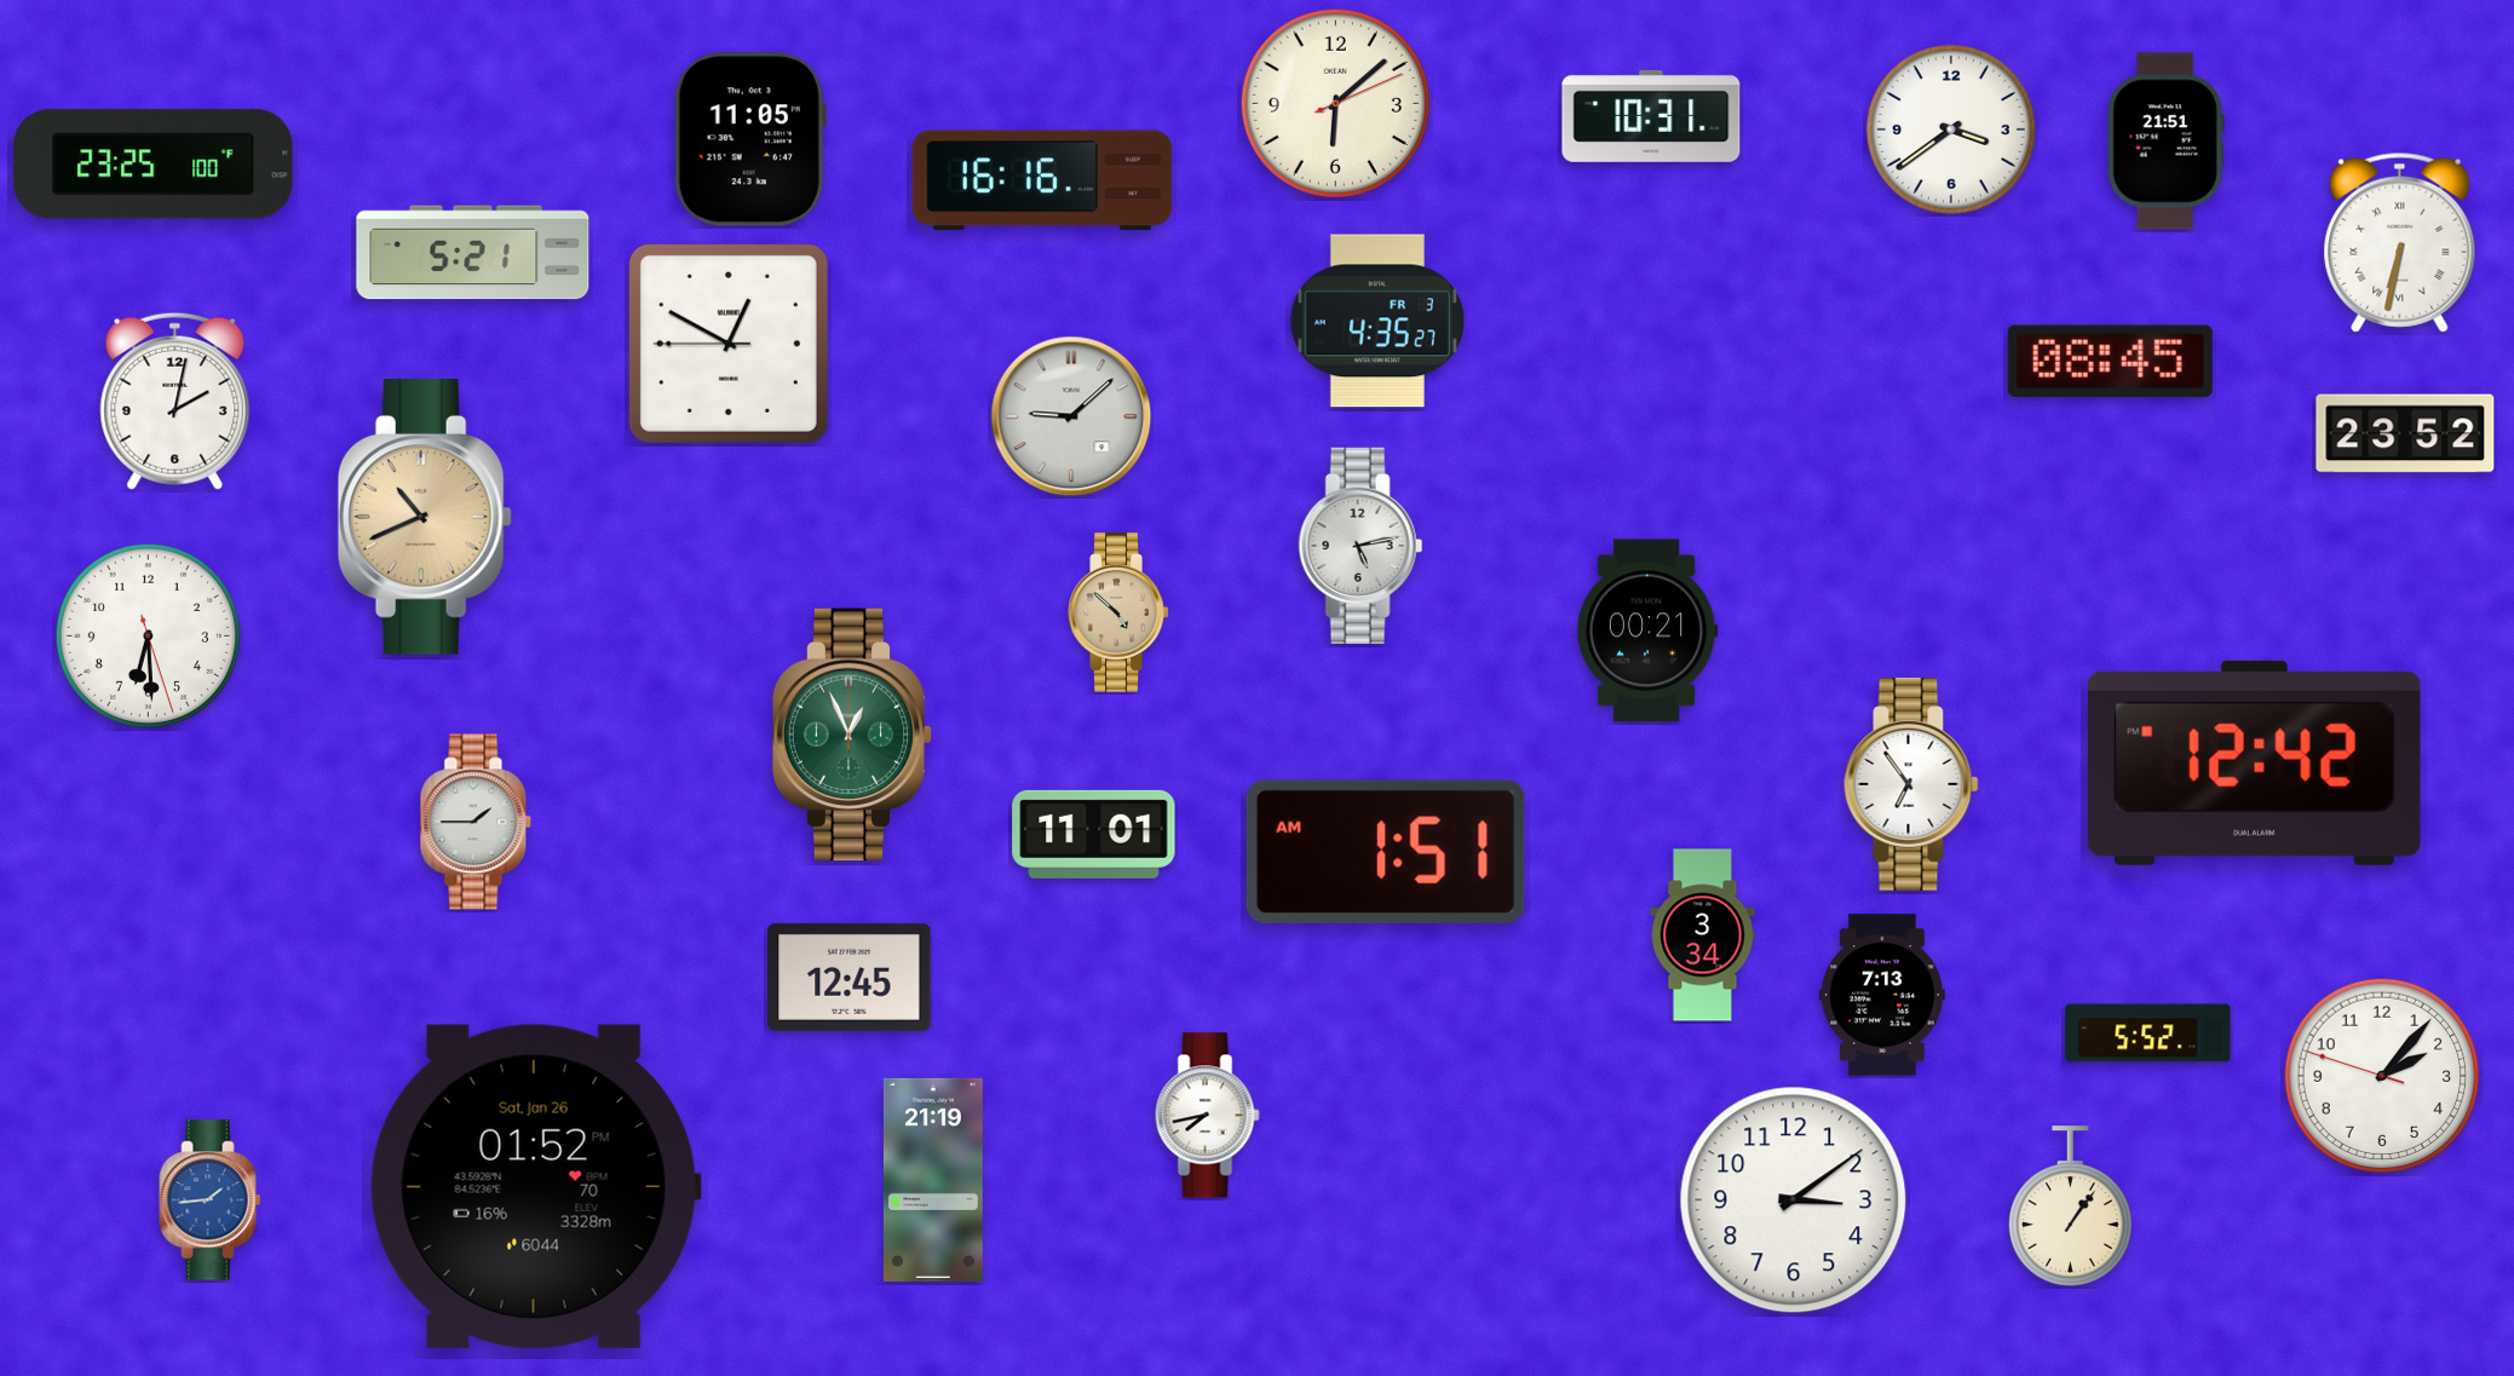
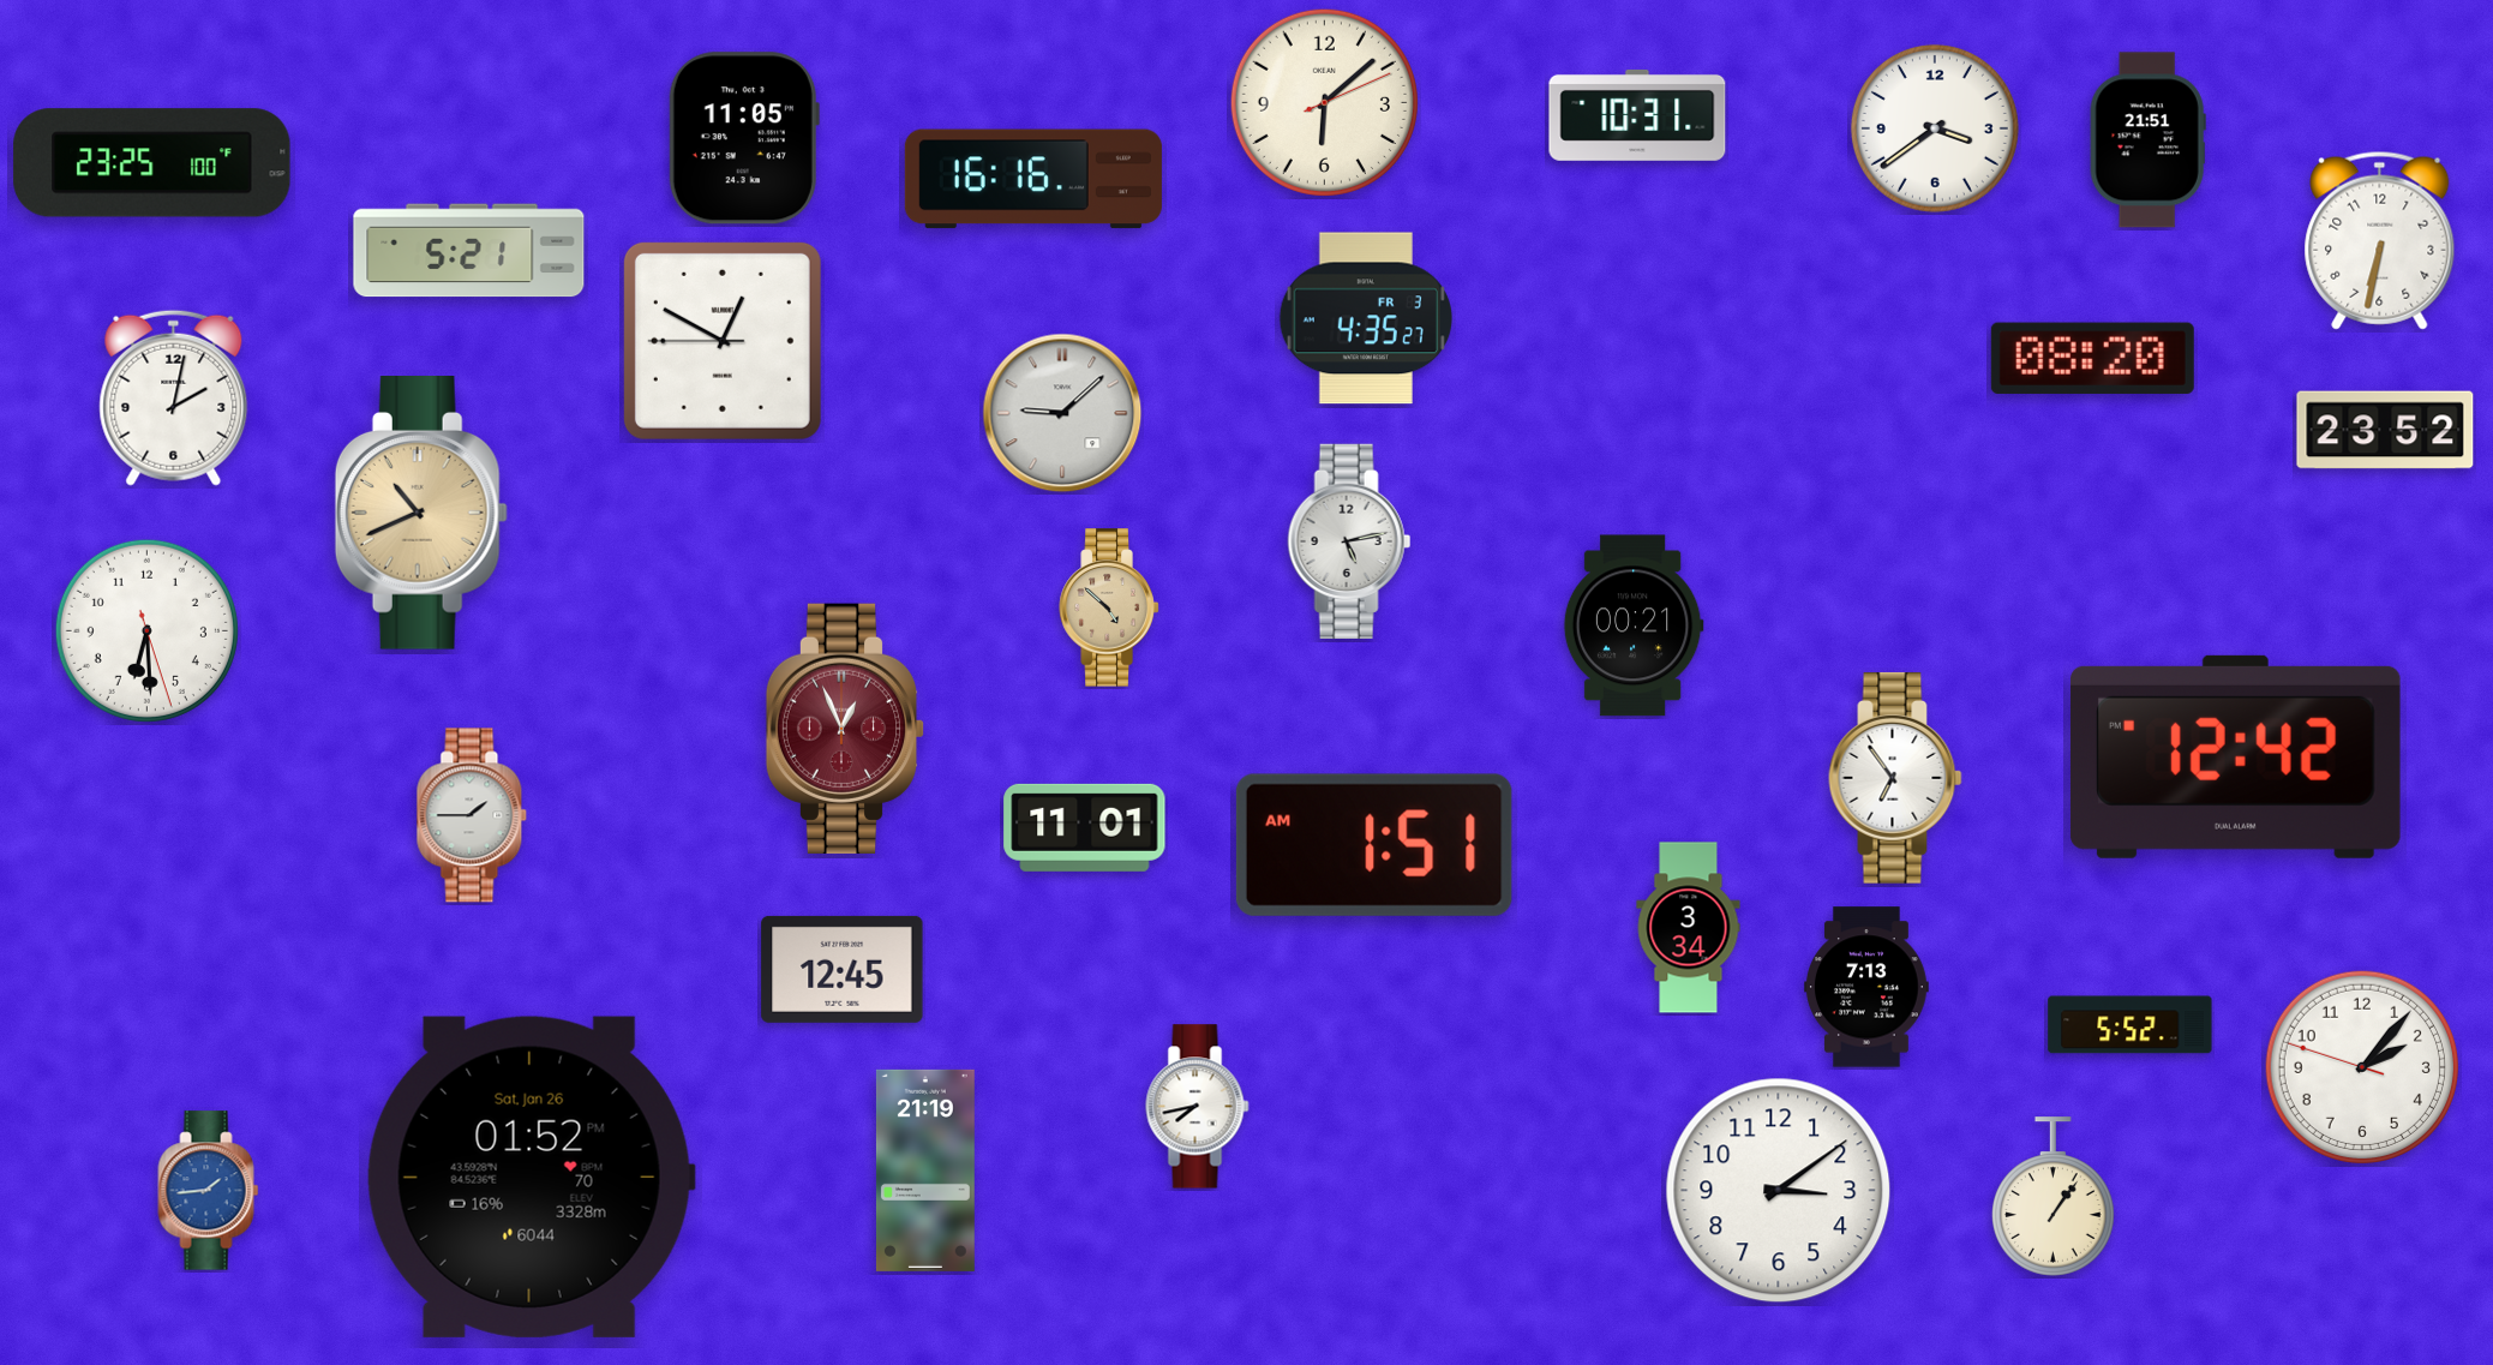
clock at (2400, 242) numerals: Roman -> Arabic
clock at (2110, 361): 08:45 -> 08:20
clock at (852, 735) dial: green -> burgundy
